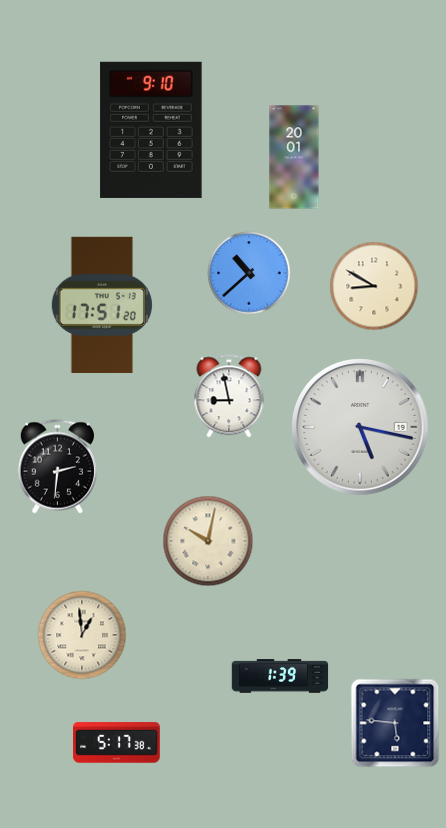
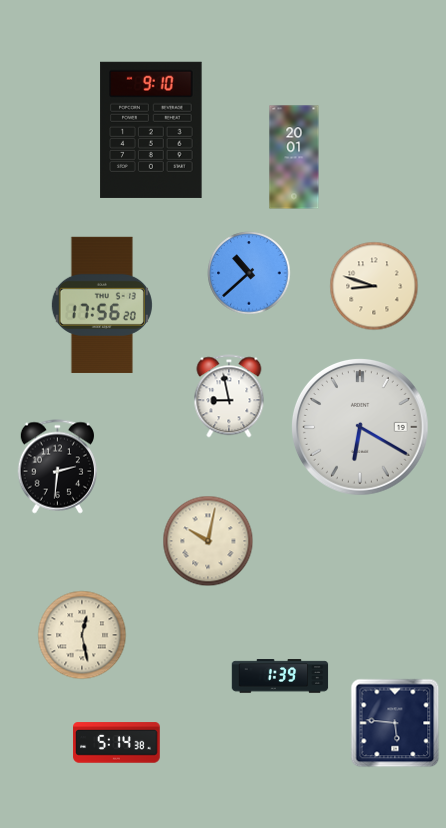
clock at (374, 286): 8:50 -> 8:48
clock at (102, 305): 17:51 -> 17:56
clock at (360, 427): 5:17 -> 6:20
clock at (82, 635): 12:59 -> 12:28
clock at (117, 743): 5:17 -> 5:14
